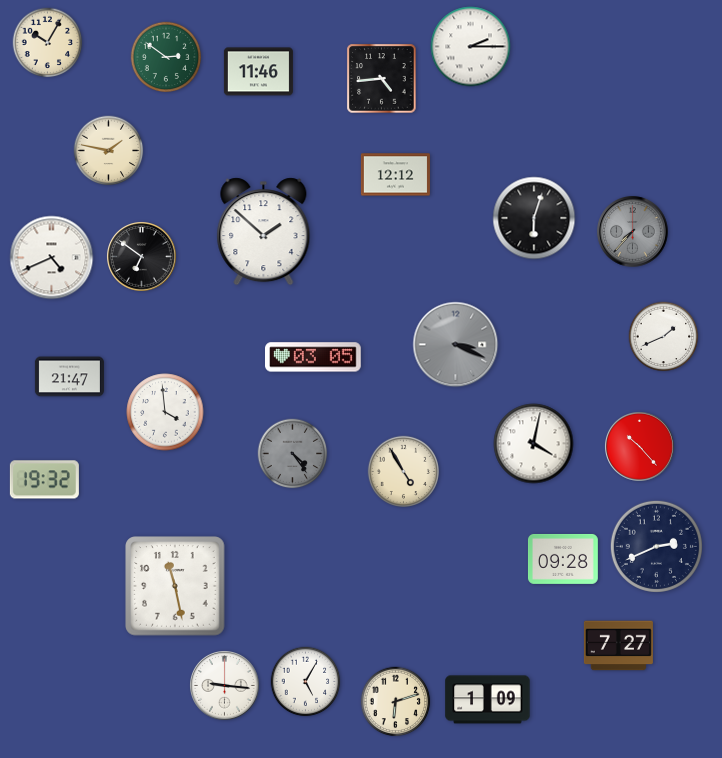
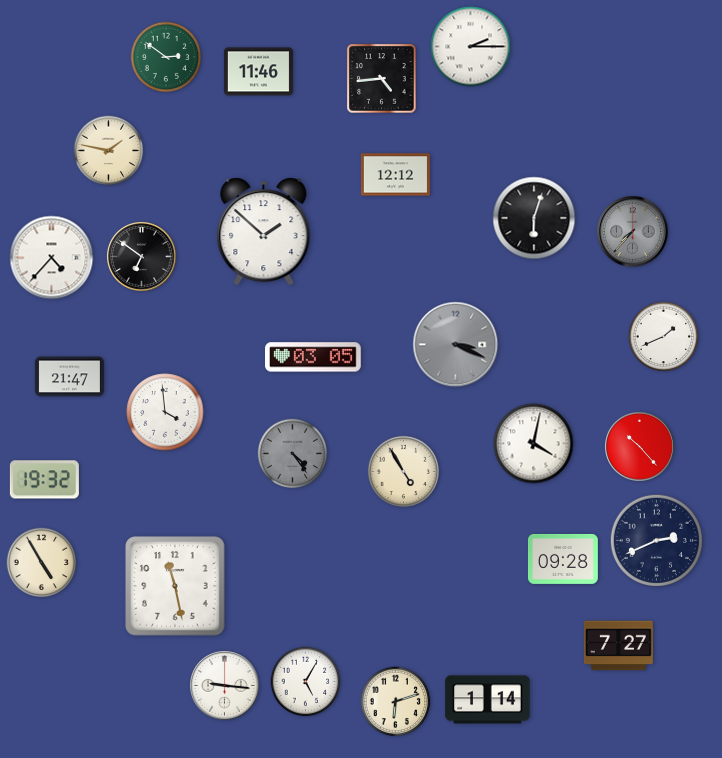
clock at (48, 43): 10:05 -> none
clock at (52, 258): 4:41 -> 4:37
clock at (656, 546) position: (656, 546) -> (656, 540)
clock at (42, 563): none -> 4:55
clock at (488, 700): 1:09 -> 1:14
